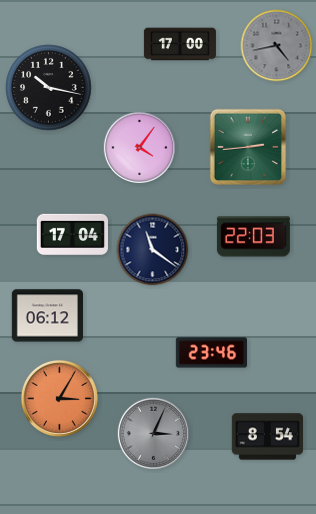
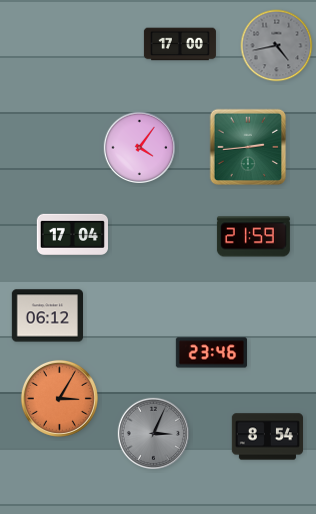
clock at (49, 88): 10:17 -> none
clock at (253, 237): 22:03 -> 21:59
clock at (153, 250): 11:21 -> none
